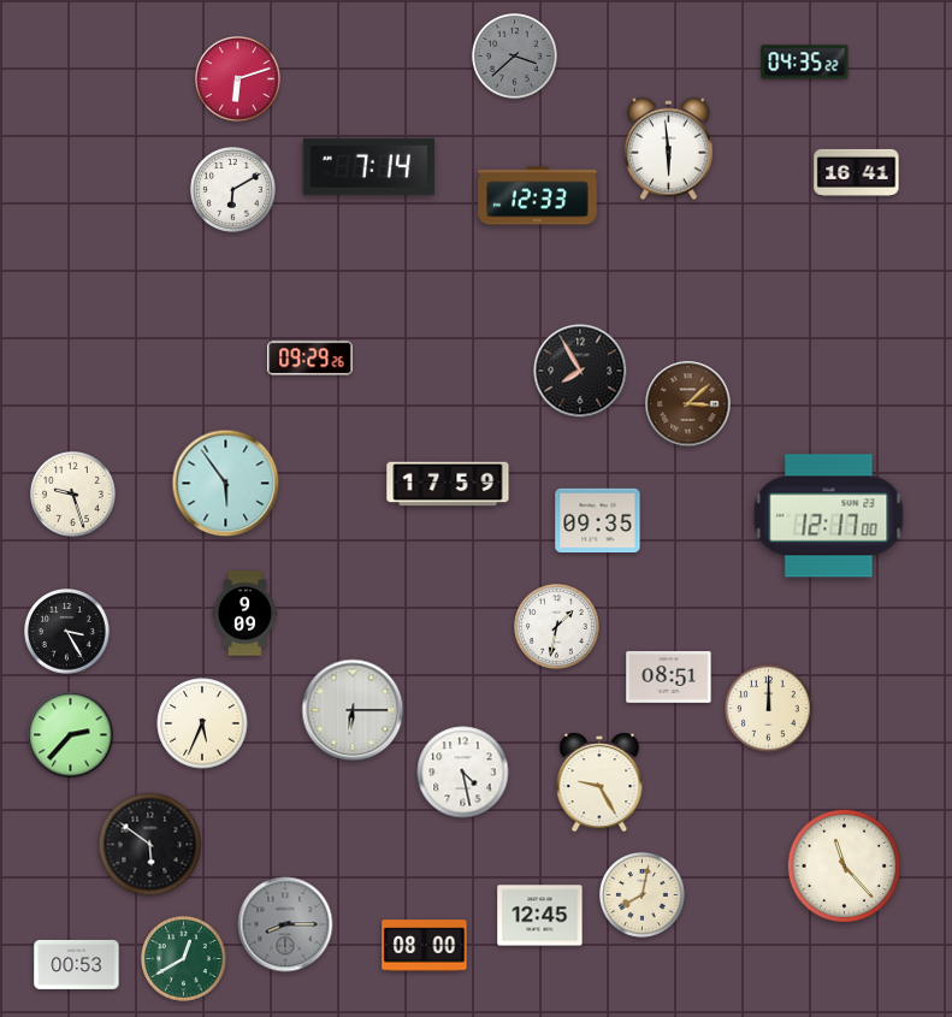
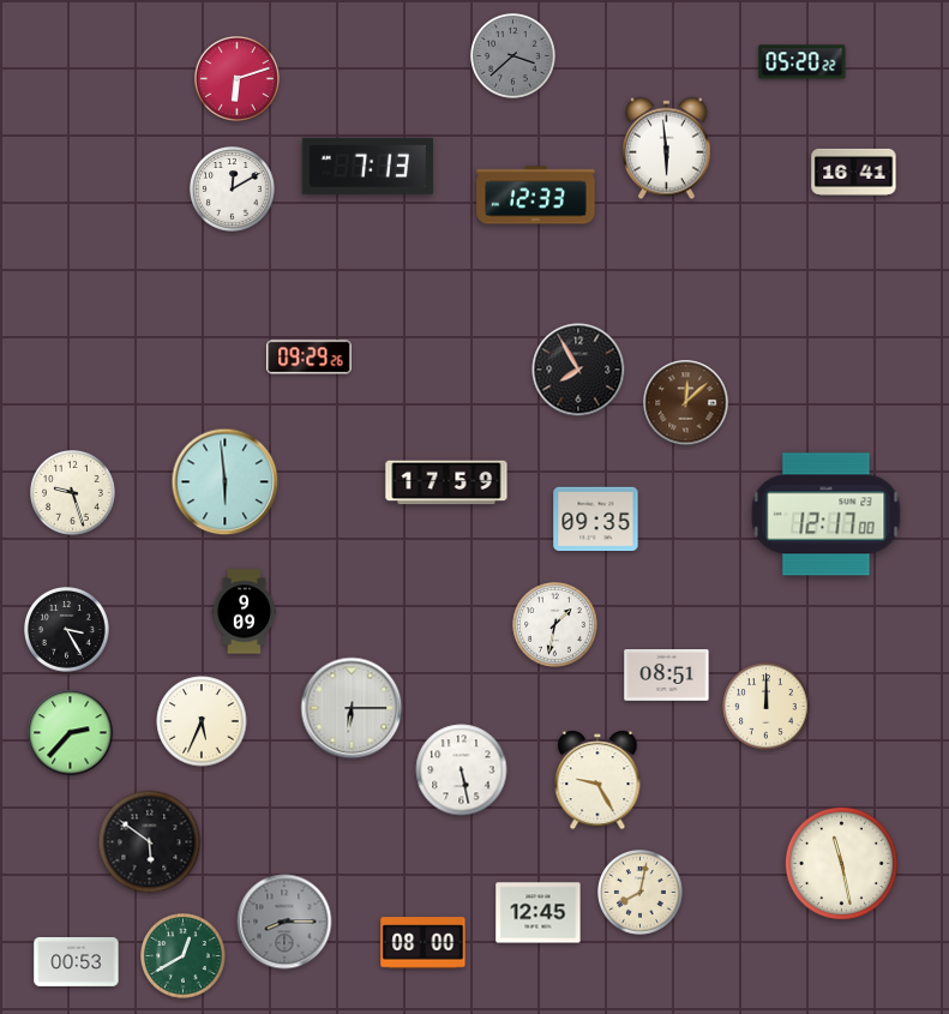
clock at (805, 63): 04:35 -> 05:20
clock at (368, 166): 7:14 -> 7:13
clock at (233, 190): 6:10 -> 12:10
clock at (688, 404): 3:08 -> 12:08
clock at (226, 484): 5:54 -> 5:59
clock at (463, 773): 4:28 -> 5:28
clock at (844, 865): 11:23 -> 11:28
